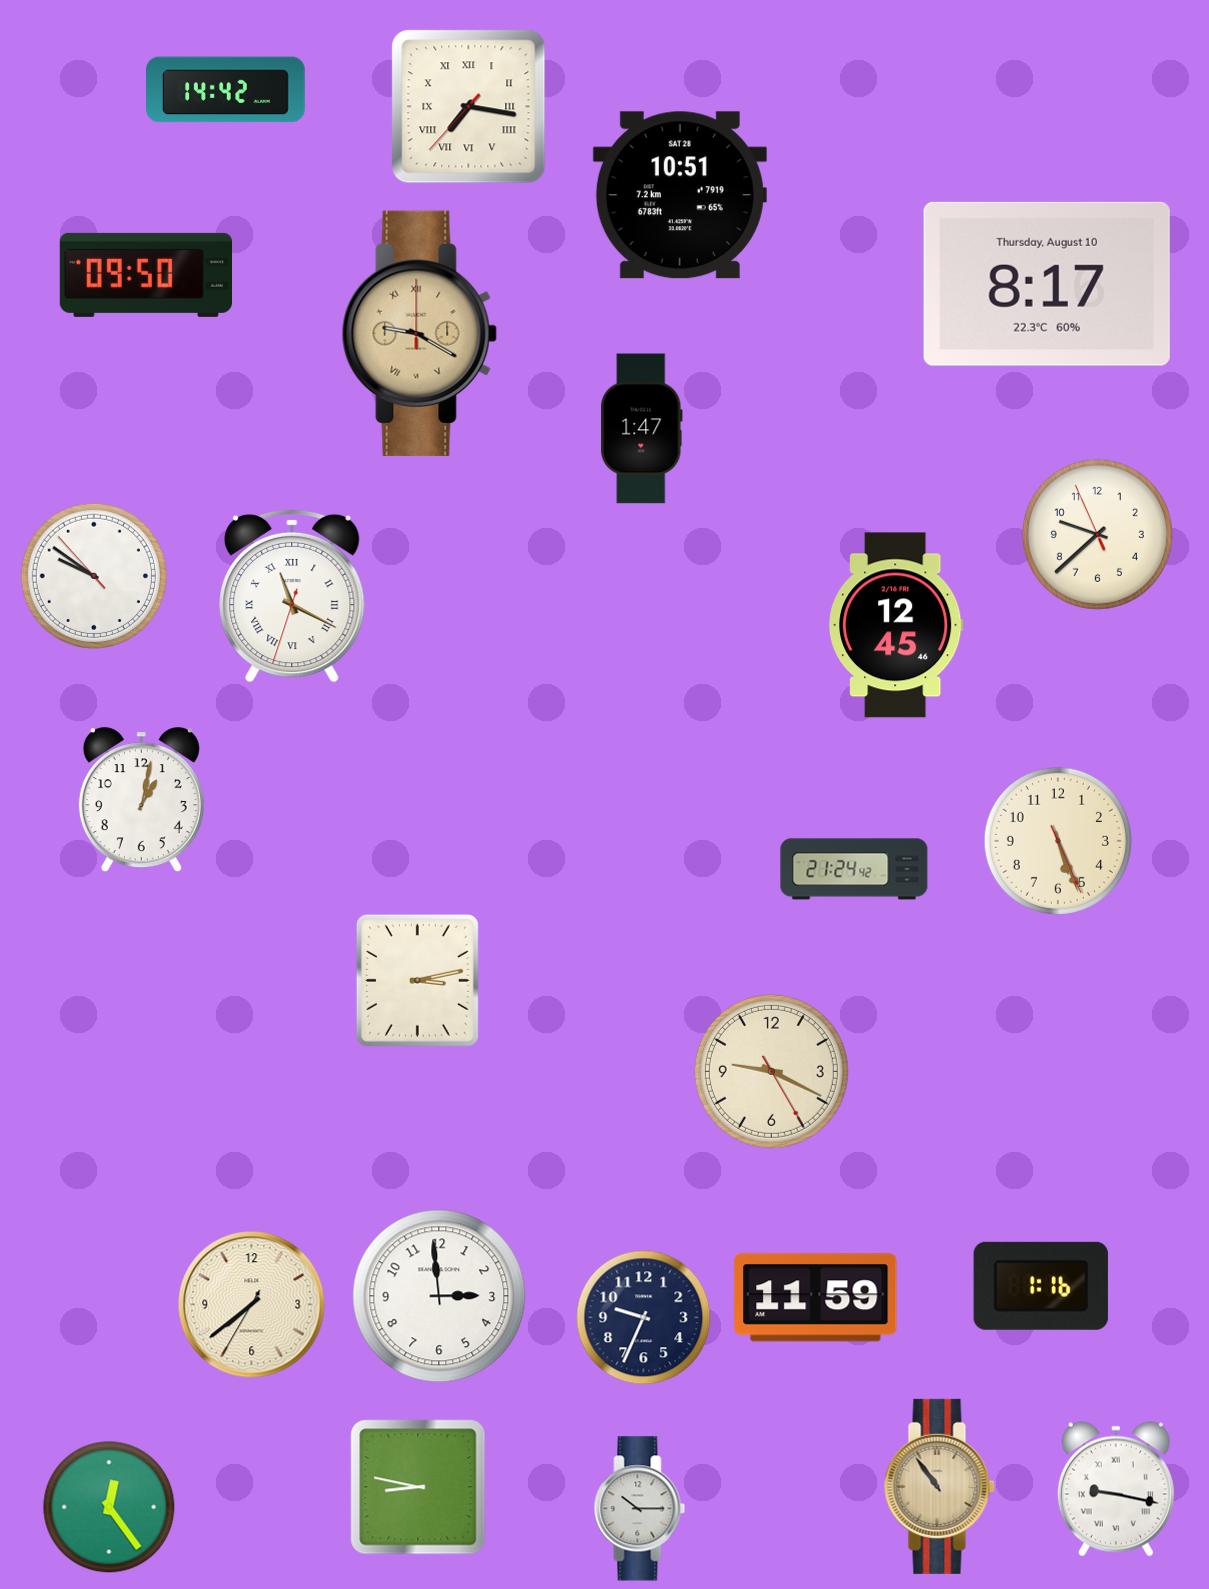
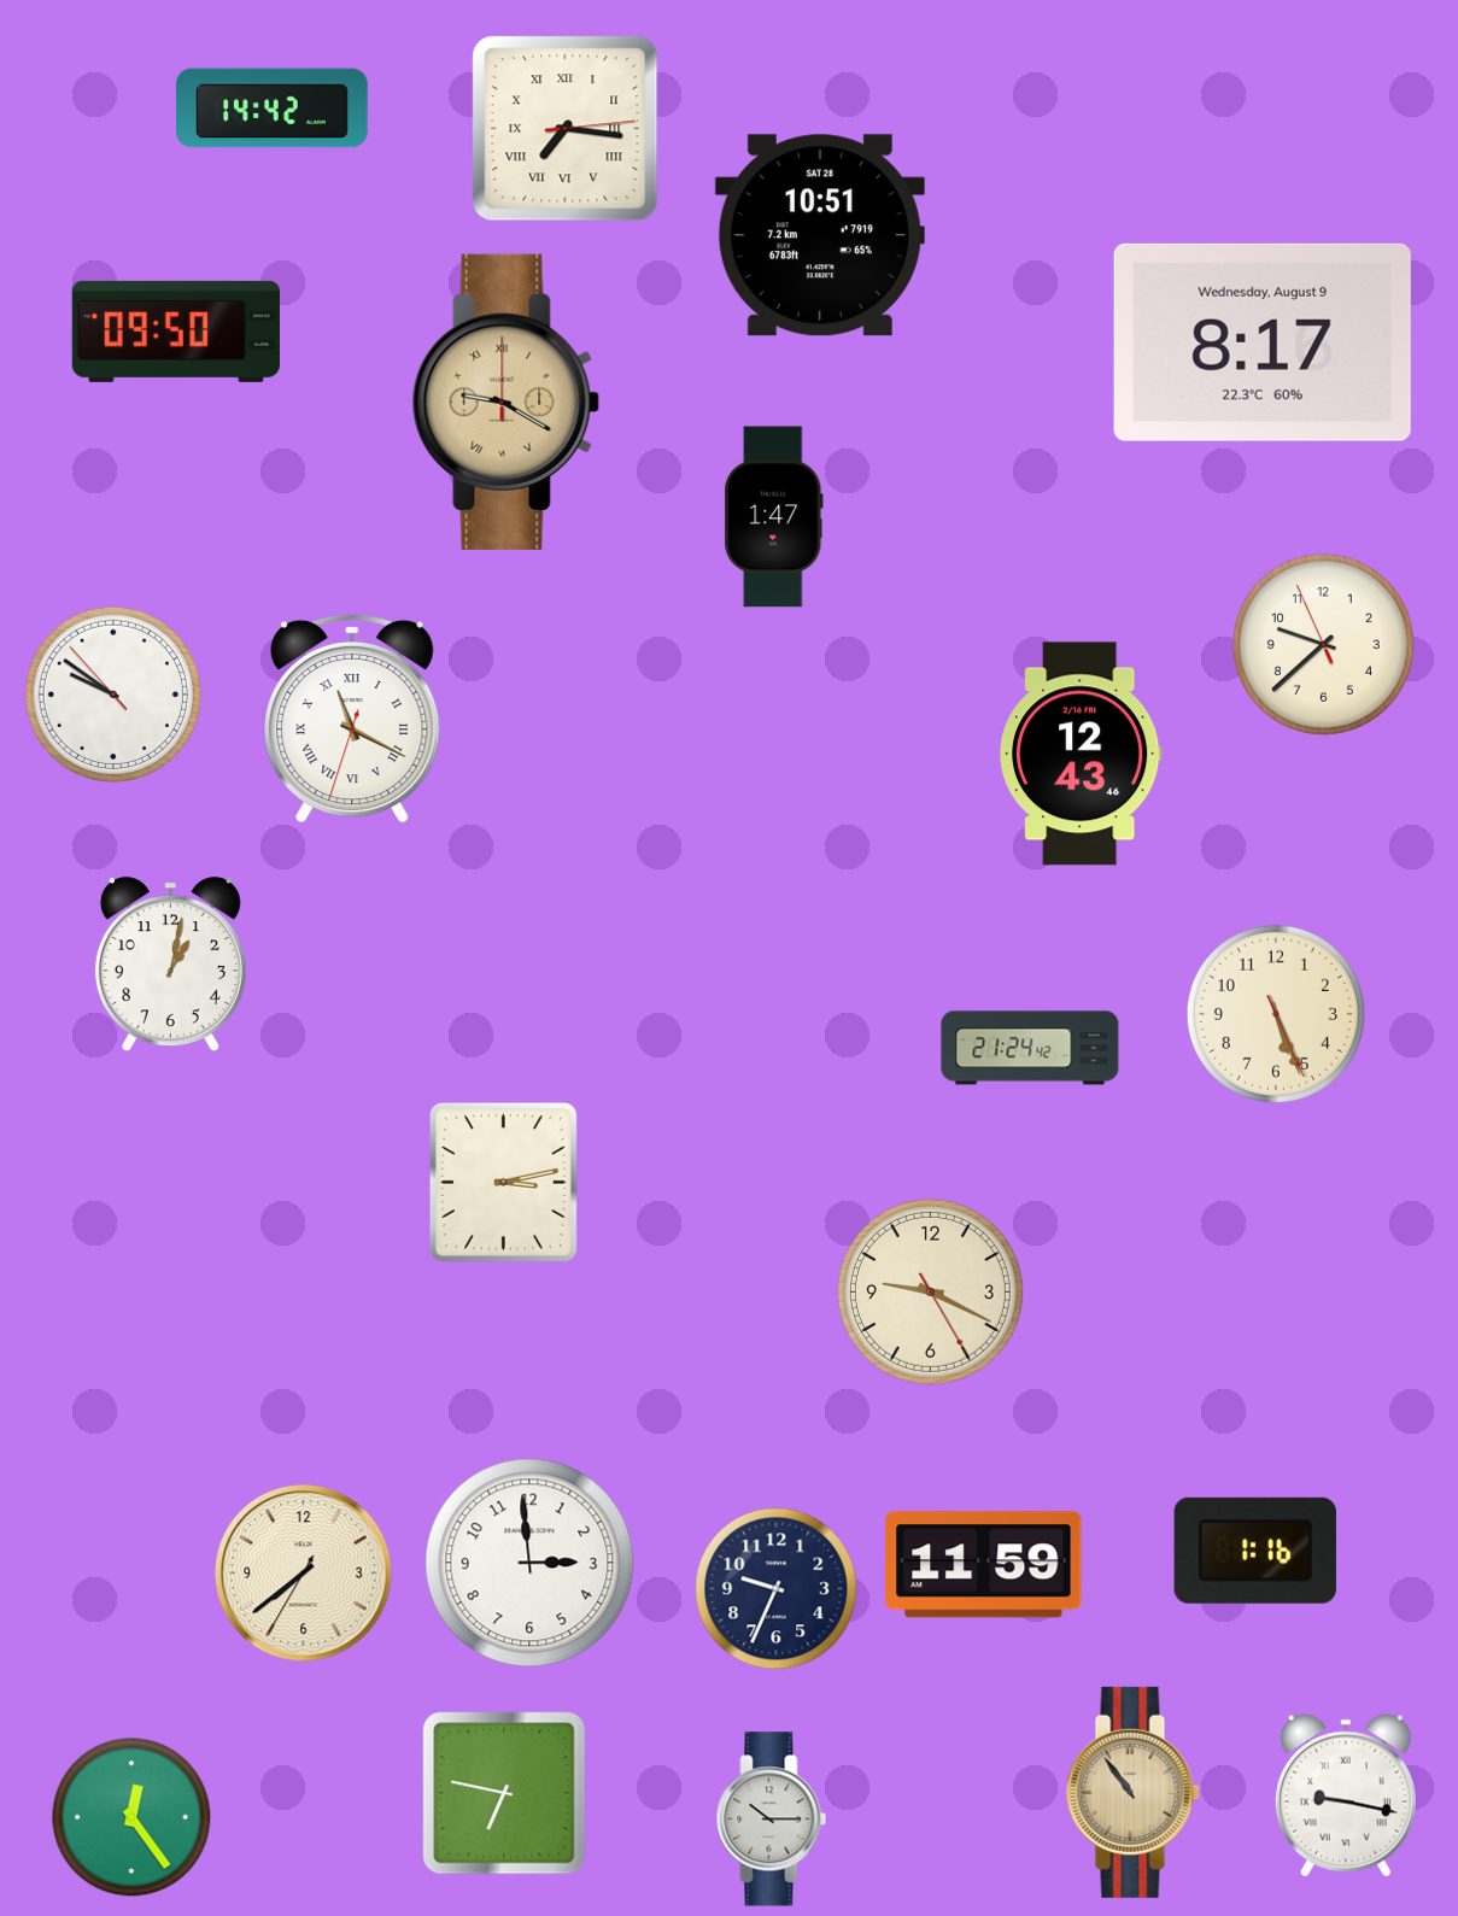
clock at (469, 107): 7:16:37 -> 7:16:14
clock at (1047, 284) date: Thursday, August 10 -> Wednesday, August 9
clock at (897, 625): 12:45 -> 12:43
clock at (418, 1487): 8:47 -> 6:47
